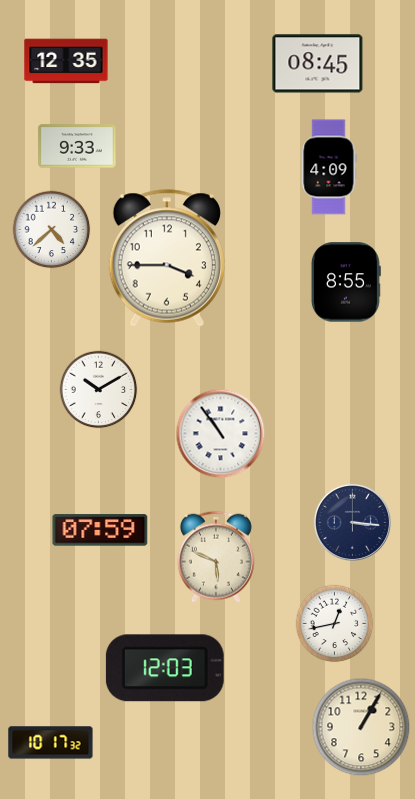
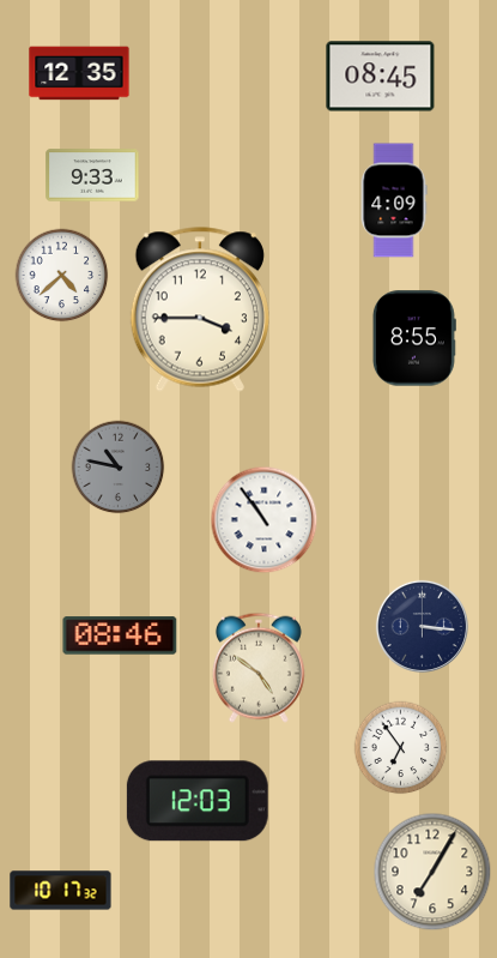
clock at (98, 389): 10:10 -> 10:47
clock at (98, 389) dial: white -> grey
clock at (100, 530): 07:59 -> 08:46
clock at (216, 557): 5:49 -> 4:51
clock at (334, 623): 12:43 -> 6:54
clock at (361, 727): 1:05 -> 7:05
